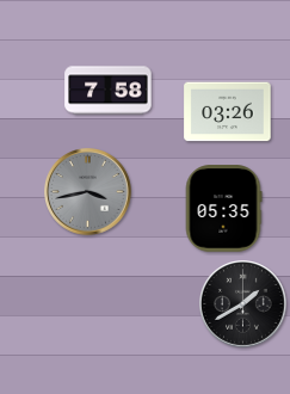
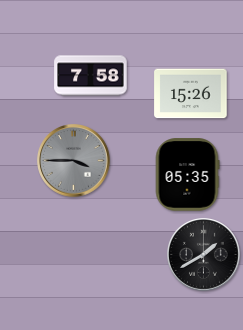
clock at (228, 112): 03:26 -> 15:26
clock at (88, 192): 3:43 -> 3:45
